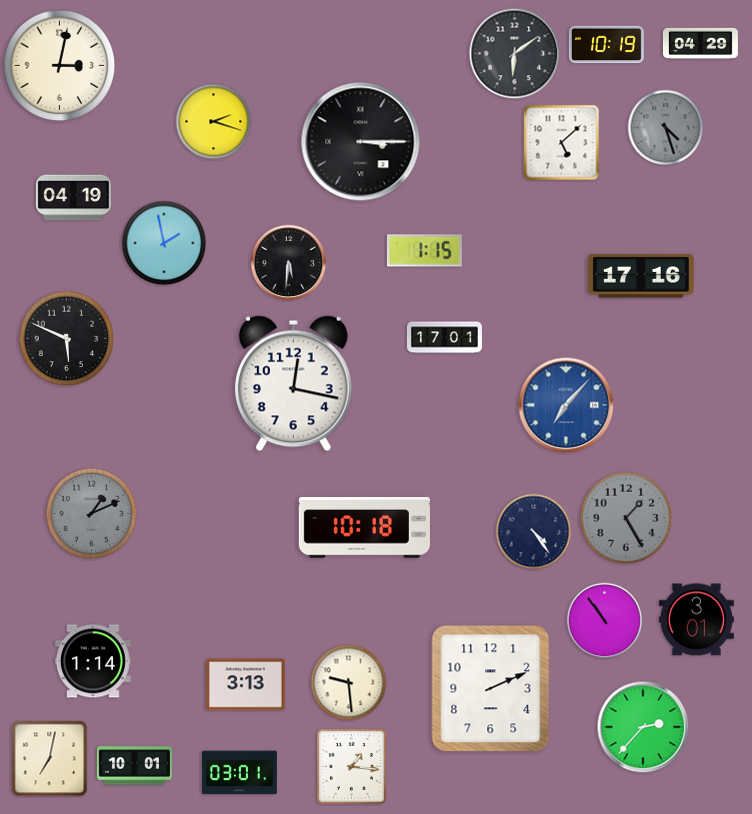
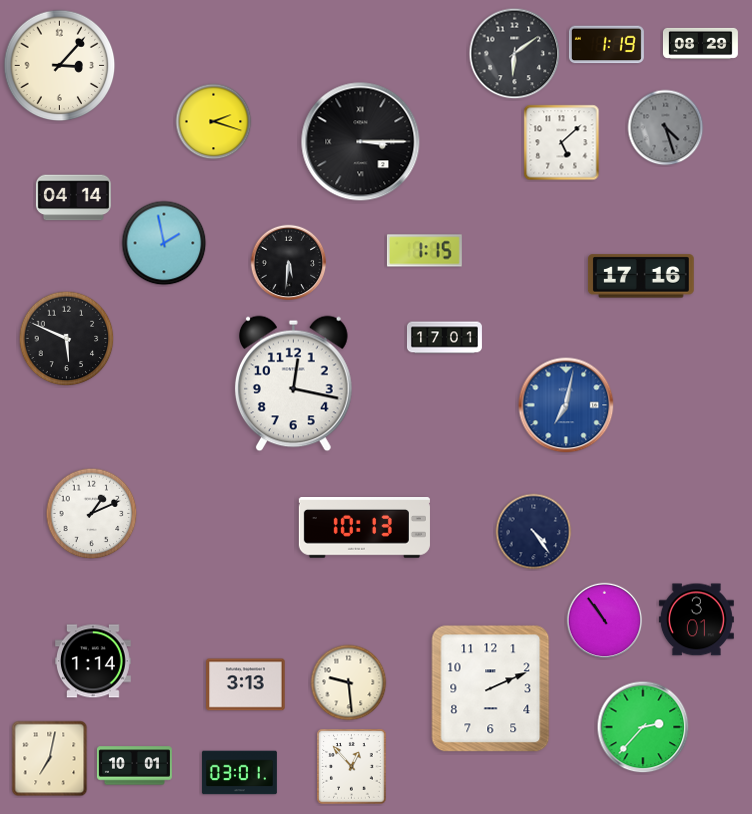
clock at (700, 43): 04:29 -> 08:29
clock at (606, 45): 10:19 -> 1:19
clock at (60, 66): 3:02 -> 3:07
clock at (73, 198): 04:19 -> 04:14
clock at (566, 405): 7:07 -> 7:02
clock at (92, 514) dial: grey -> white
clock at (626, 518): 1:25 -> none
clock at (364, 528): 10:18 -> 10:13
clock at (352, 767): 1:16 -> 12:53
